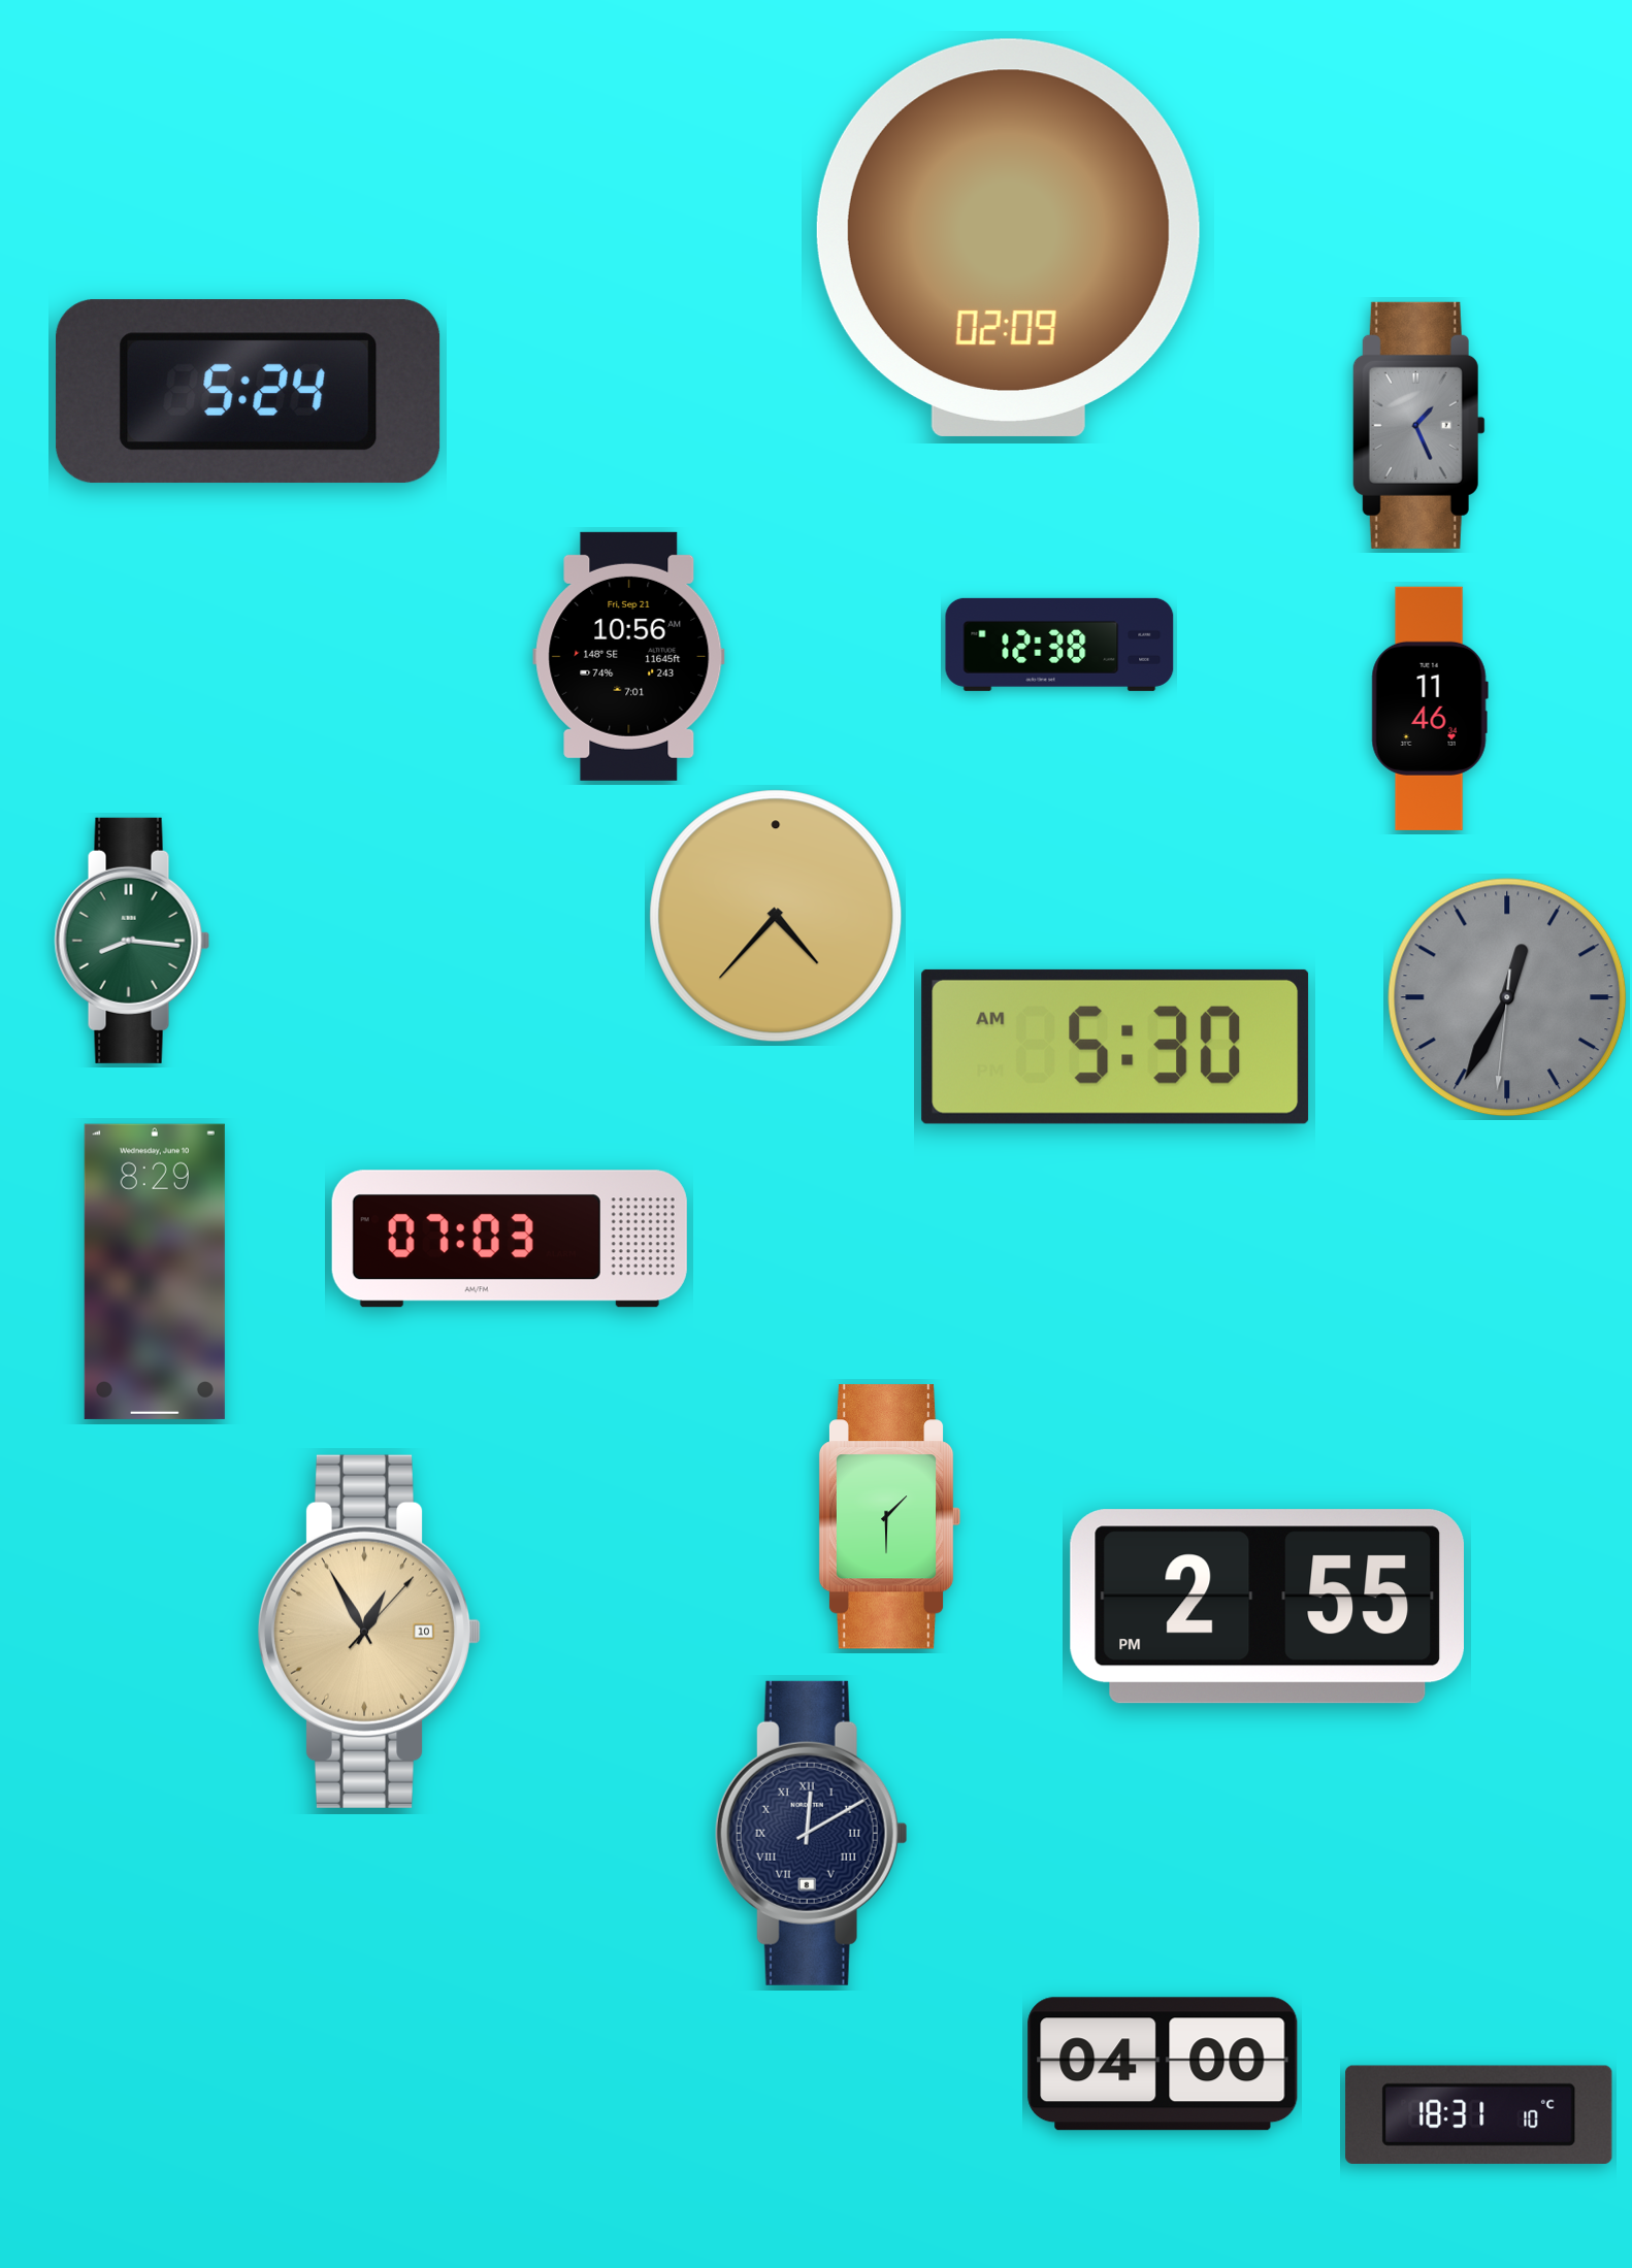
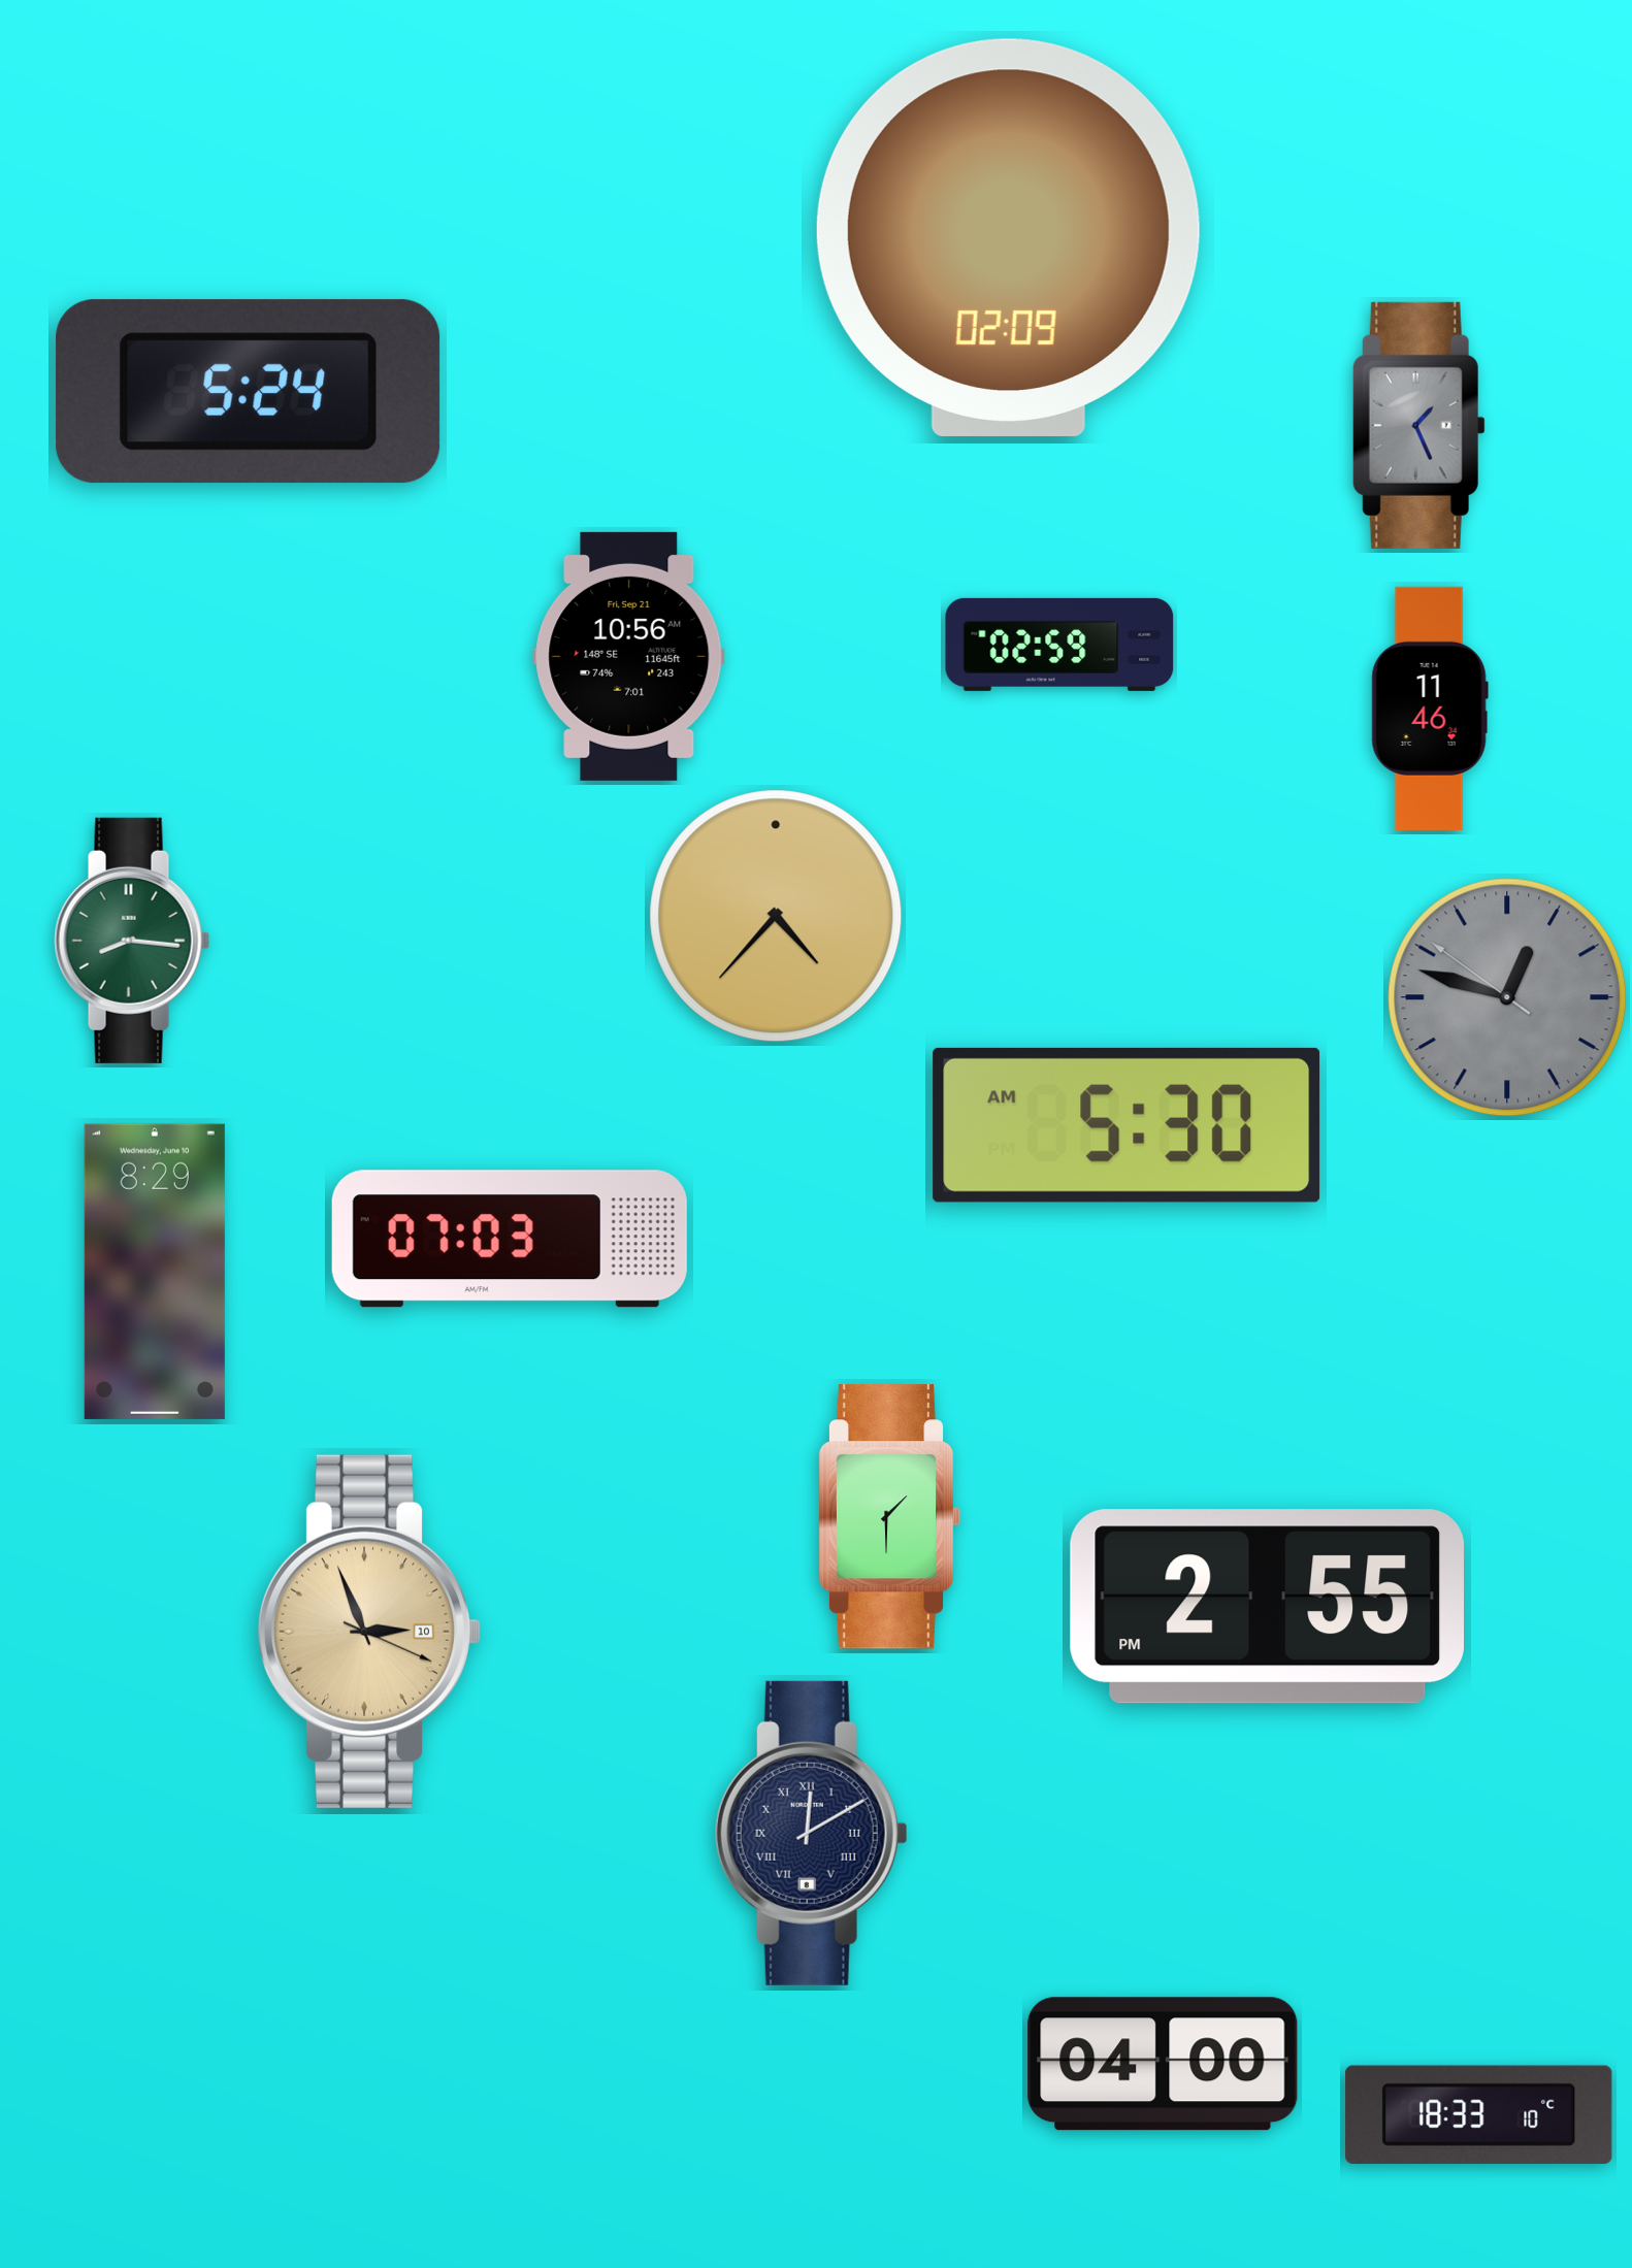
clock at (1059, 645): 12:38 -> 02:59
clock at (1507, 997): 12:34 -> 12:47
clock at (1115, 1047) position: (1115, 1047) -> (1127, 1125)
clock at (369, 1632): 12:55 -> 2:56
clock at (1479, 2114): 18:31 -> 18:33
